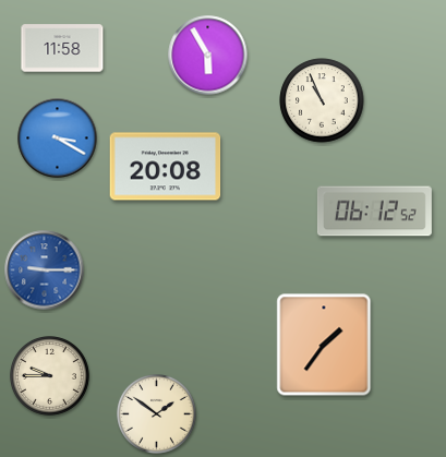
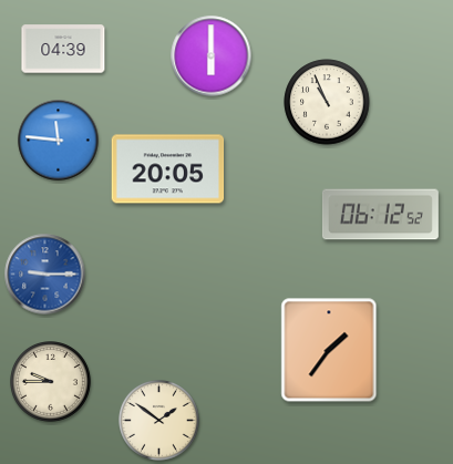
clock at (62, 48): 11:58 -> 04:39
clock at (208, 56): 5:55 -> 6:00
clock at (58, 139): 3:20 -> 11:46
clock at (166, 167): 20:08 -> 20:05
